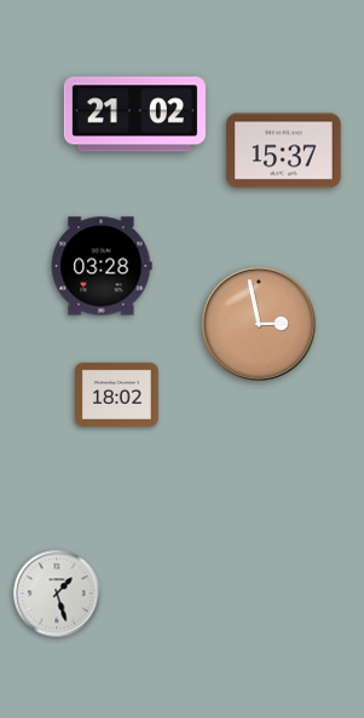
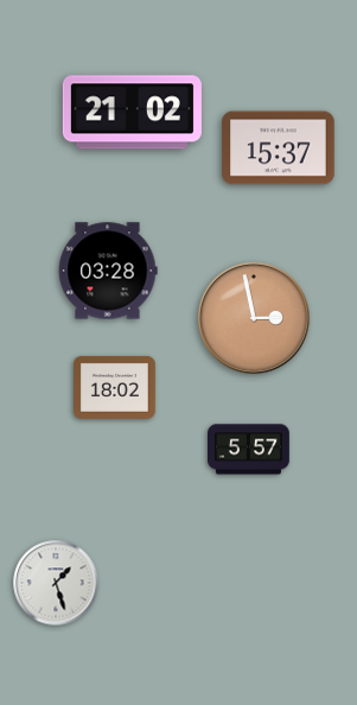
clock at (102, 266) position: (102, 266) -> (108, 271)
clock at (249, 450): none -> 5:57
